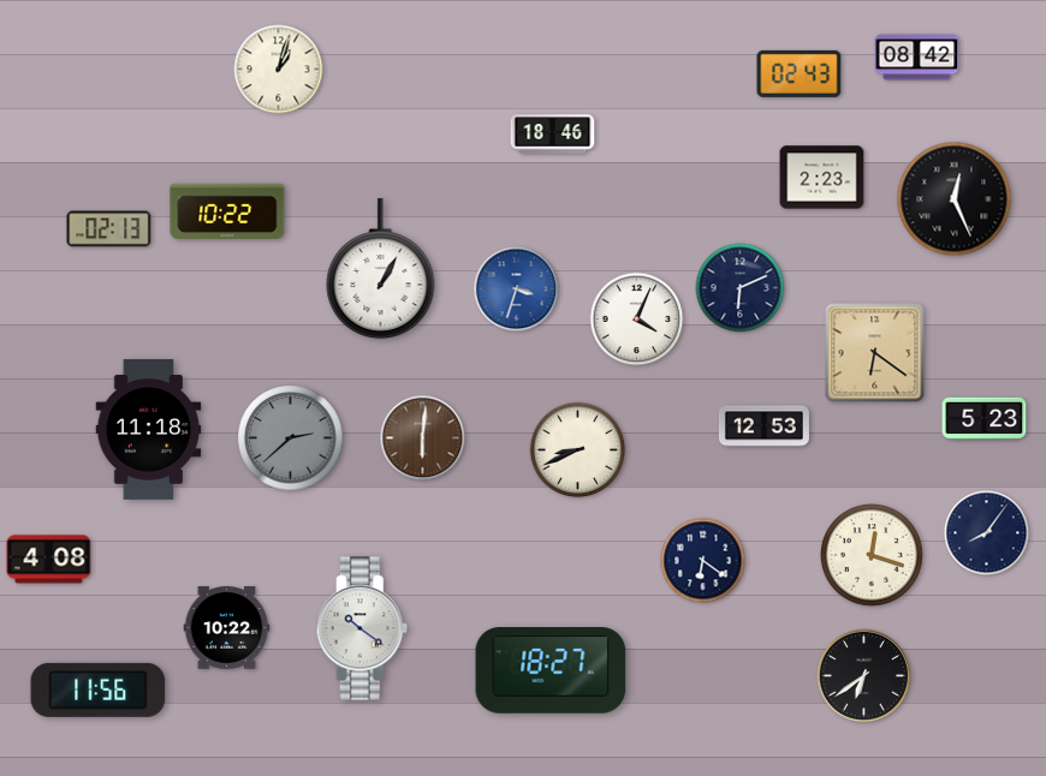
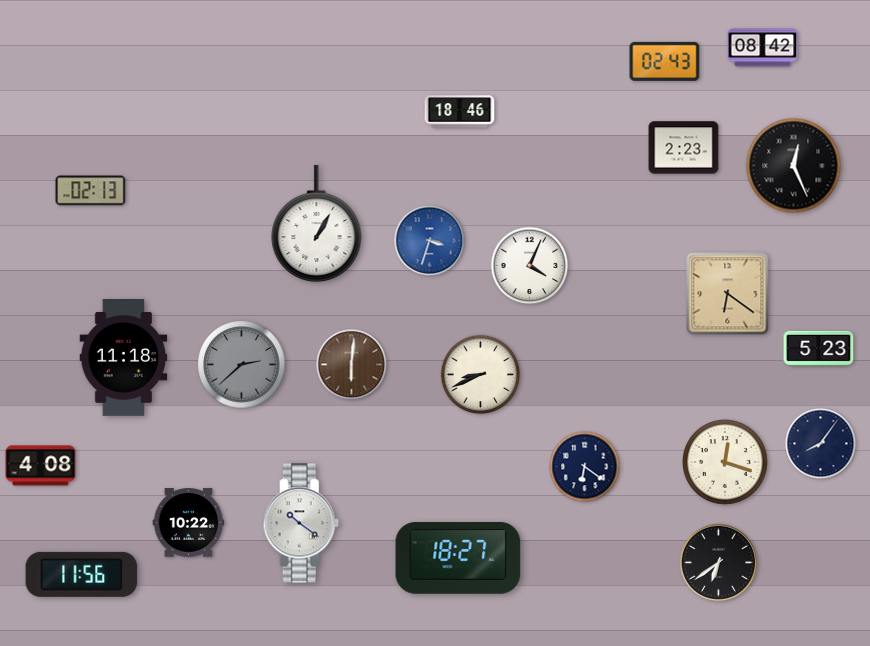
clock at (279, 70): 1:03 -> none
clock at (227, 211): 10:22 -> none
clock at (741, 288): 6:11 -> none
clock at (763, 426): 12:53 -> none
